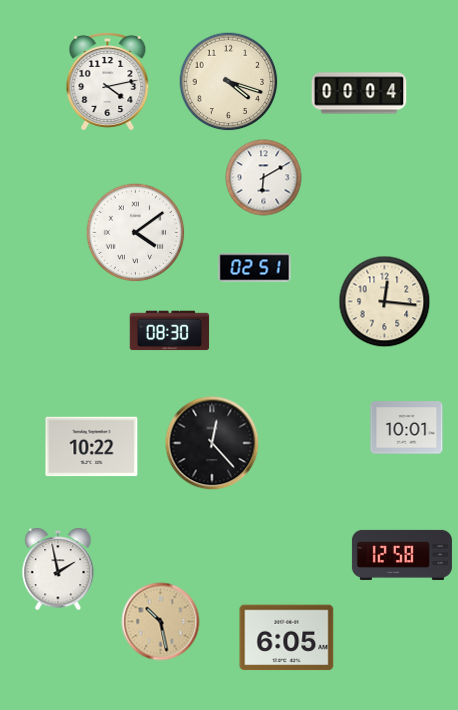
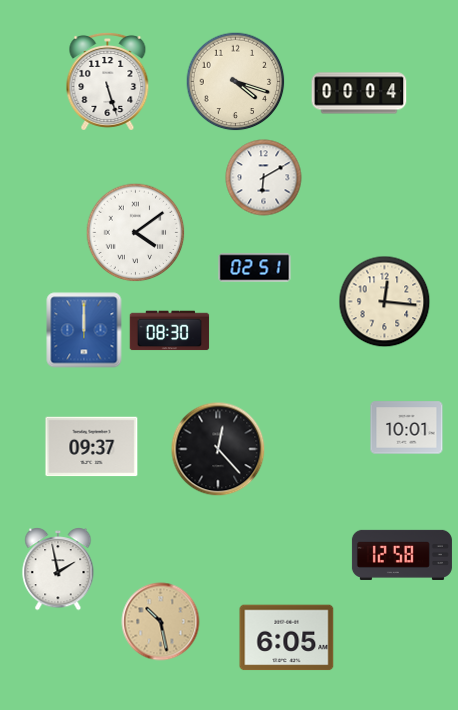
clock at (108, 81): 4:13 -> 5:27
clock at (229, 82) position: (229, 82) -> (236, 82)
clock at (84, 330): none -> 12:00
clock at (212, 443) position: (212, 443) -> (218, 449)
clock at (92, 447): 10:22 -> 09:37
